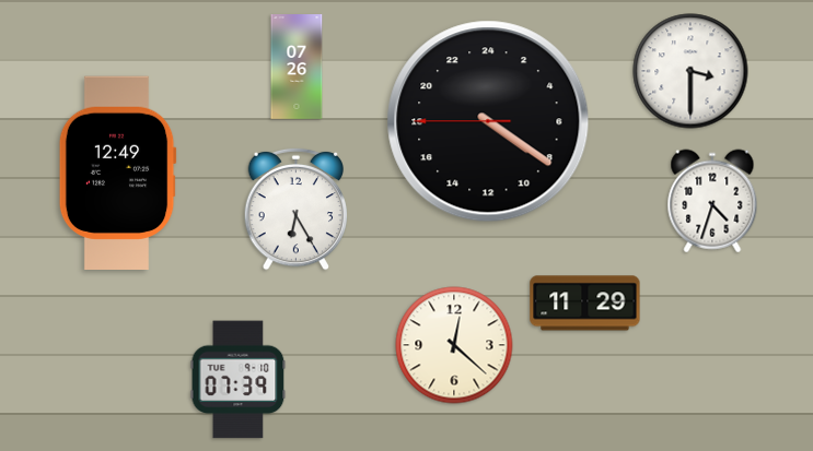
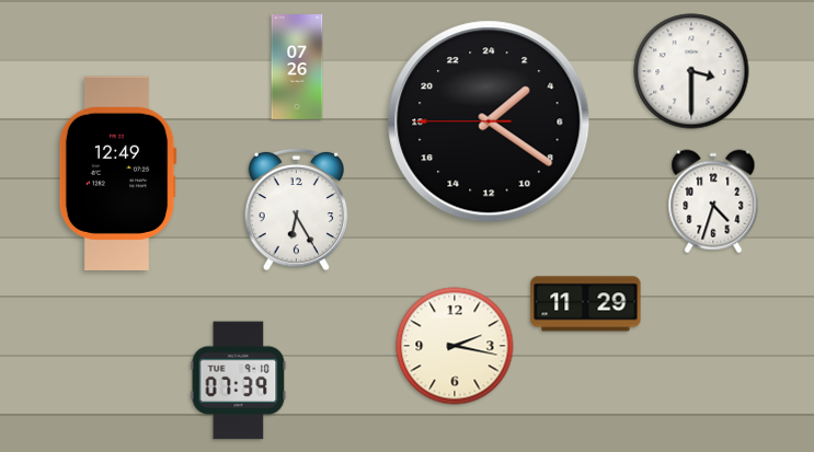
clock at (488, 121): 8:20 -> 3:20
clock at (454, 345): 12:22 -> 2:17
